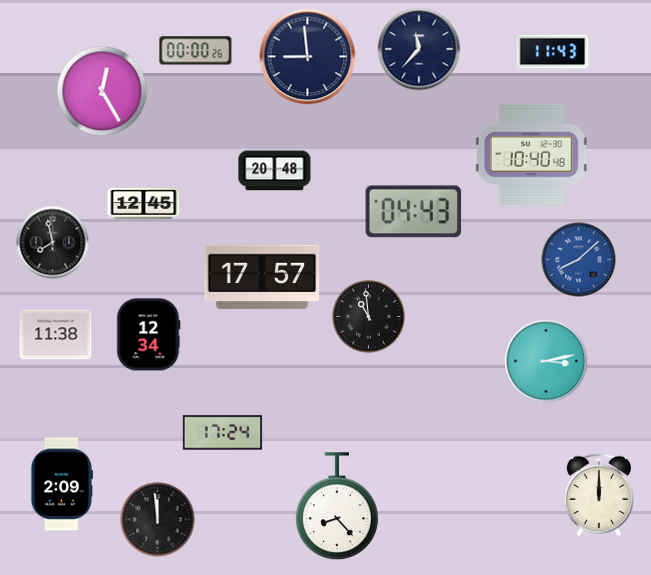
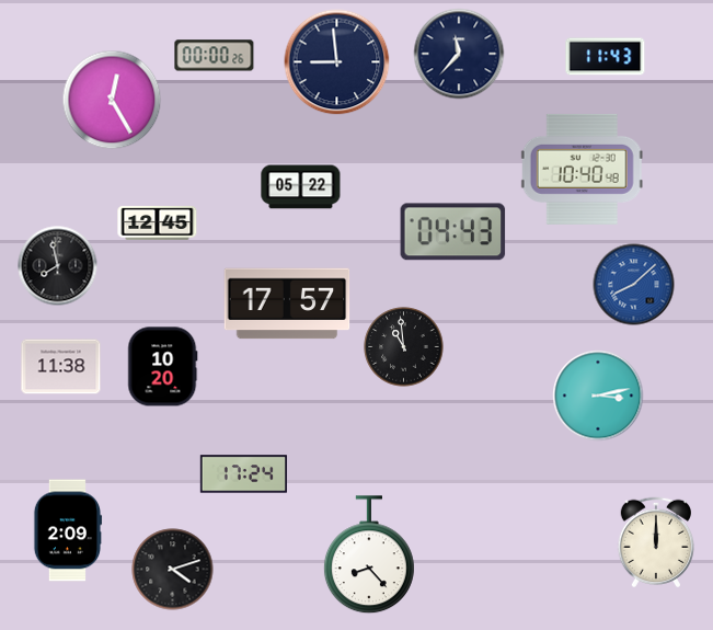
clock at (275, 171): 20:48 -> 05:22
clock at (149, 335): 12:34 -> 10:20
clock at (158, 520): 11:59 -> 4:12
